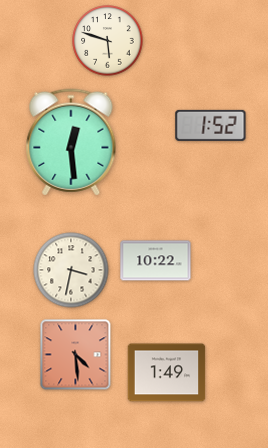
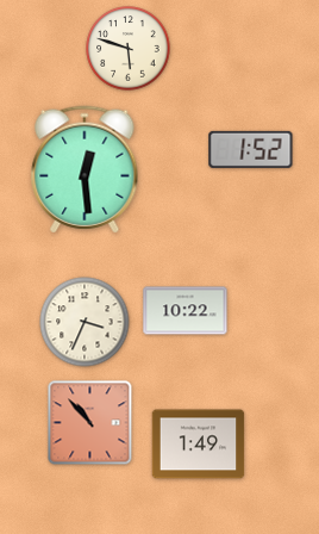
clock at (71, 270): 3:32 -> 3:34
clock at (76, 355): 4:29 -> 10:53
